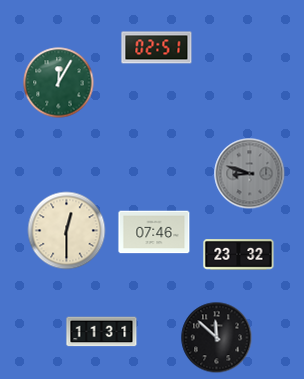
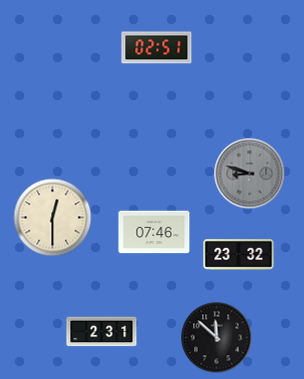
clock at (59, 83): 12:05 -> none
clock at (67, 231) position: (67, 231) -> (53, 218)
clock at (102, 332): 11:31 -> 2:31
